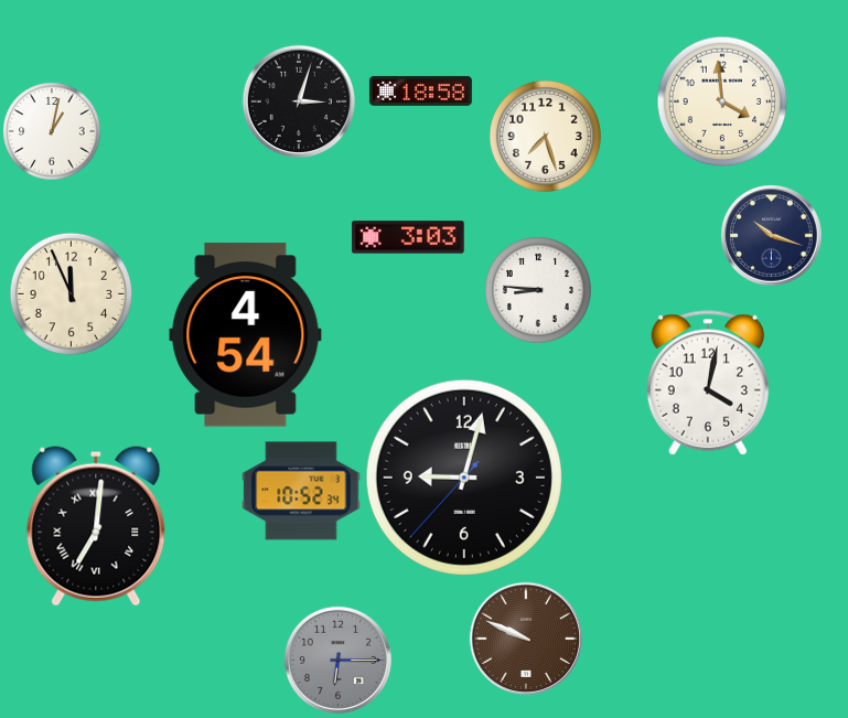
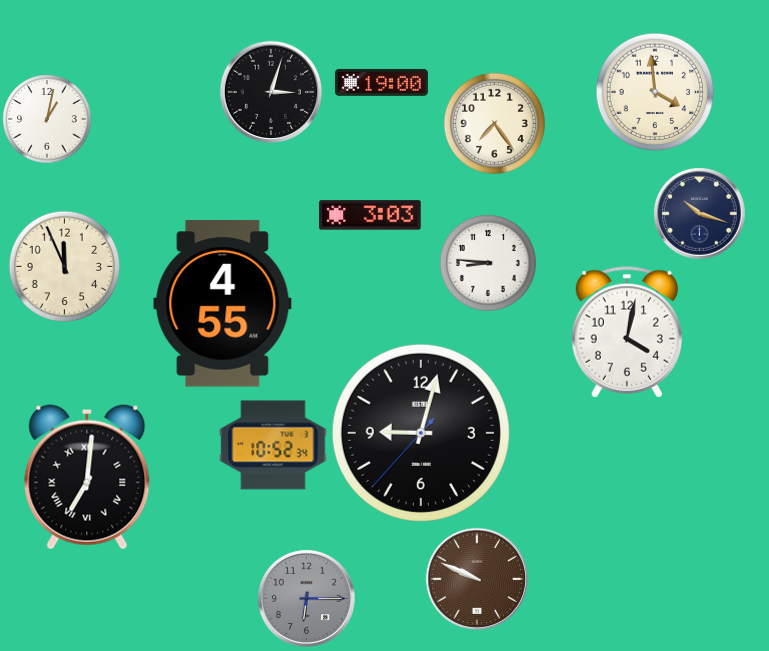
clock at (420, 90): 18:58 -> 19:00
clock at (545, 136): 7:27 -> 7:24
clock at (246, 335): 4:54 -> 4:55
clock at (707, 383) position: (707, 383) -> (626, 332)
